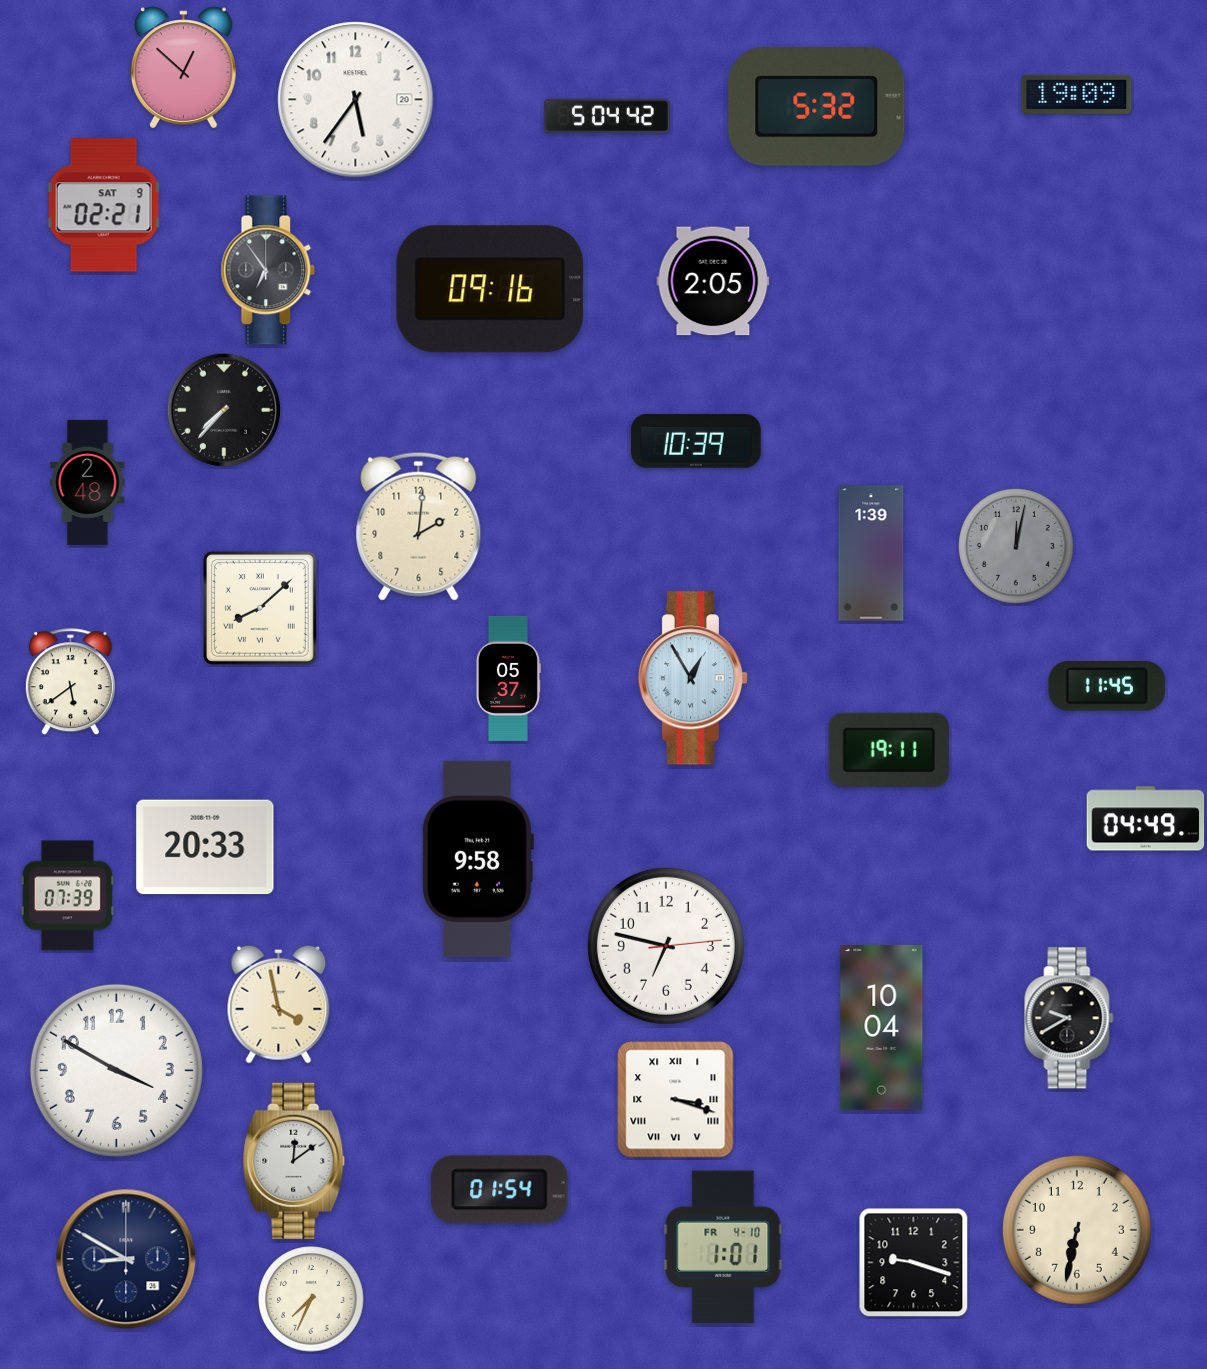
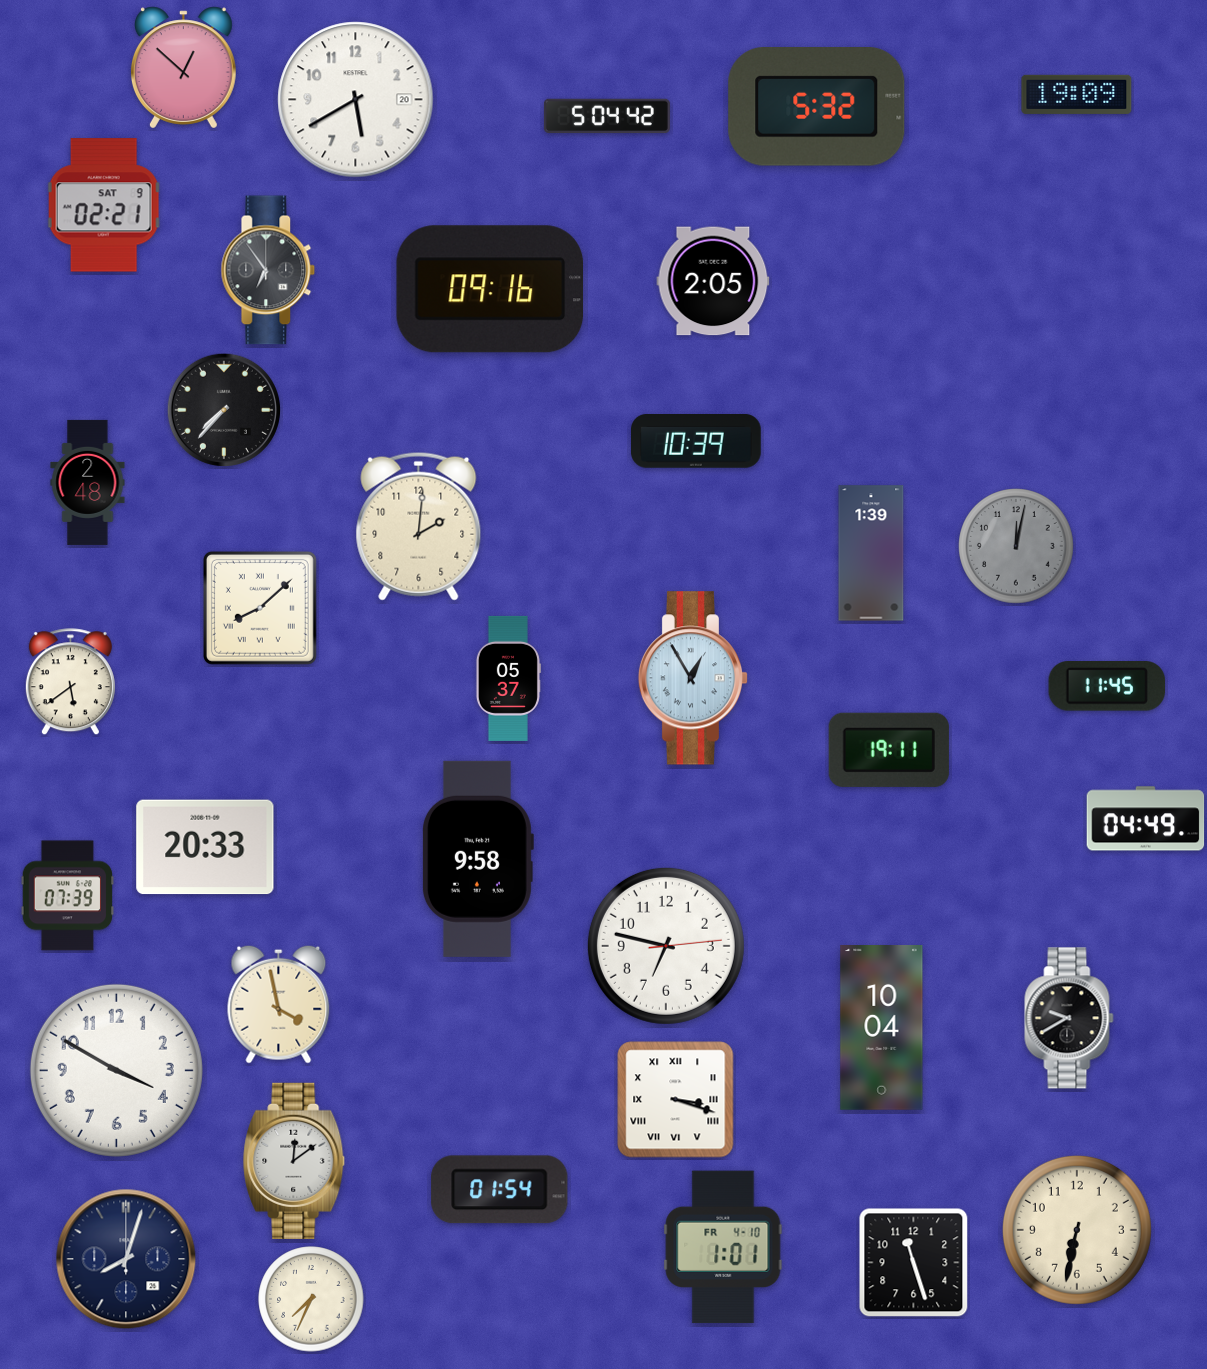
clock at (356, 100): 5:36 -> 5:40
clock at (126, 1259): 8:50 -> 8:03
clock at (914, 1263): 9:18 -> 11:27
